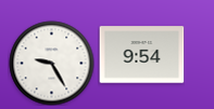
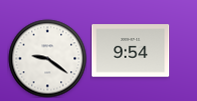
clock at (51, 63): 9:25 -> 9:21
